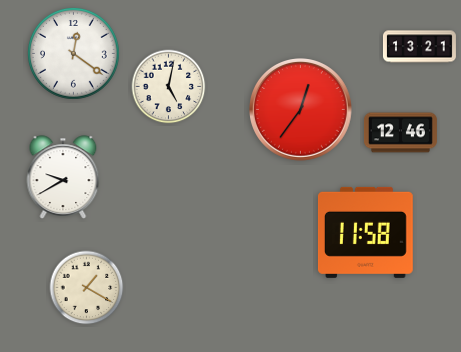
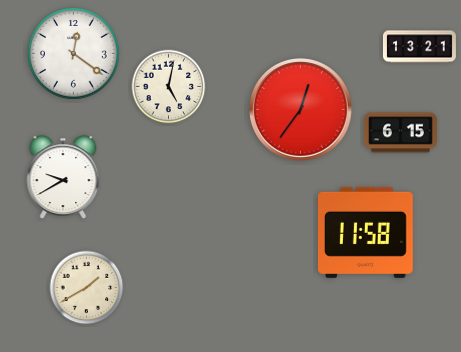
clock at (400, 133): 12:46 -> 6:15
clock at (87, 288): 1:20 -> 1:40
